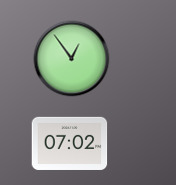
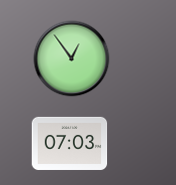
clock at (70, 143): 07:02 -> 07:03
